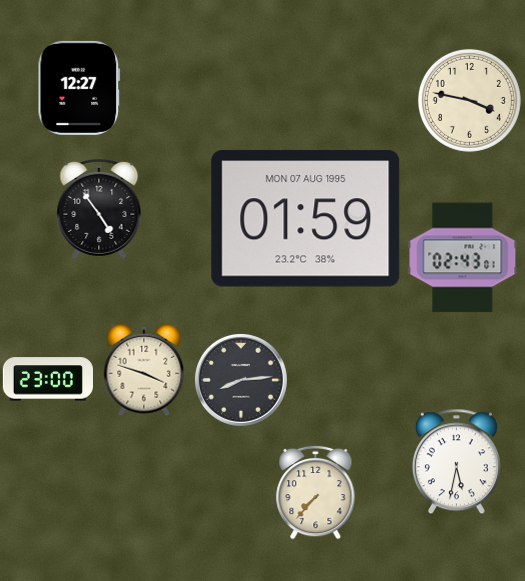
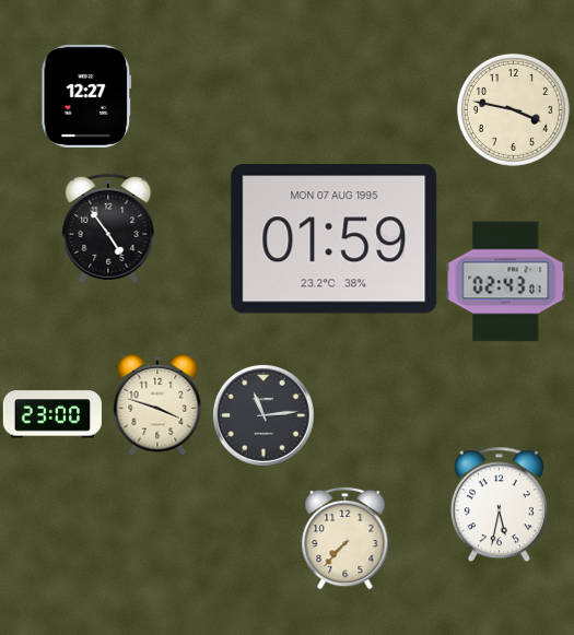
clock at (241, 380): 8:14 -> 11:14
